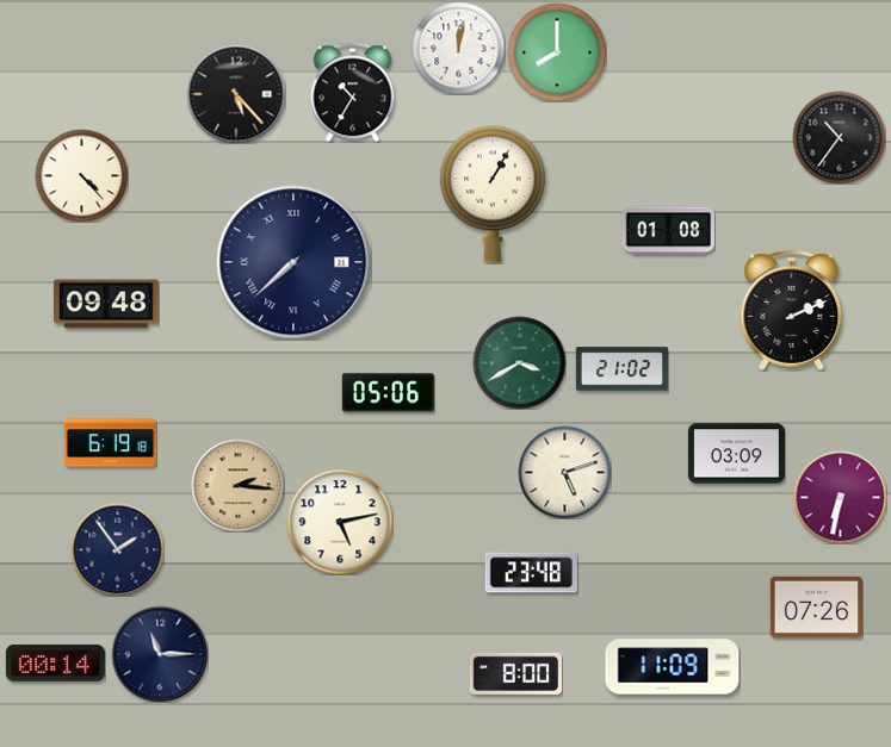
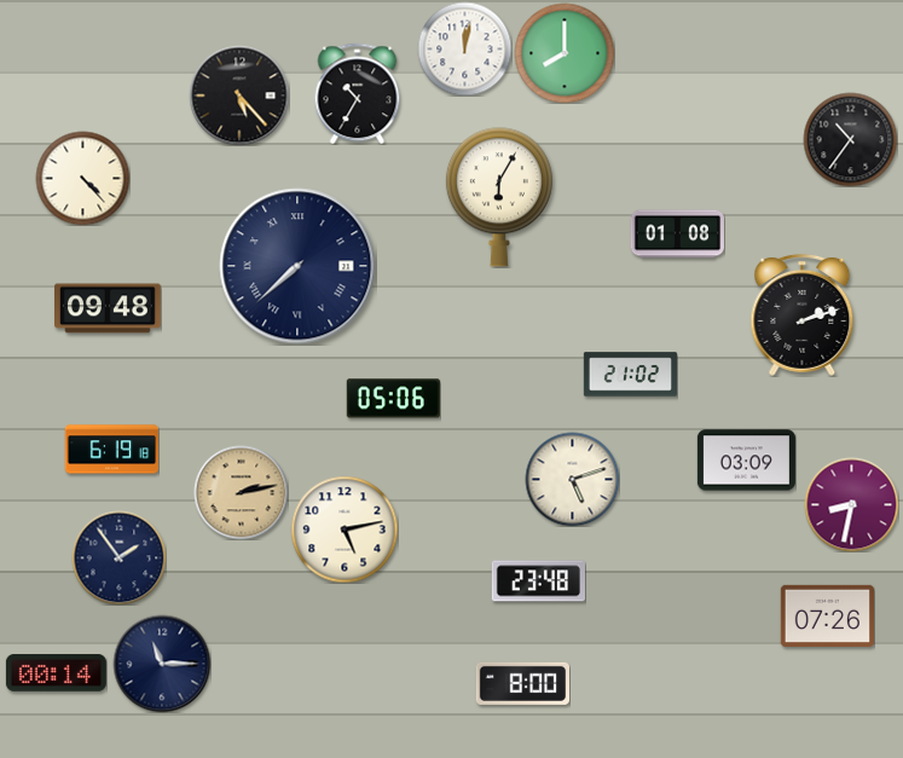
clock at (493, 194): 1:05 -> 6:05
clock at (792, 310): 2:11 -> 2:12
clock at (519, 362): 3:40 -> none
clock at (237, 485): 2:16 -> 2:13
clock at (840, 497): 6:32 -> 8:32
clock at (673, 667): 11:09 -> none
